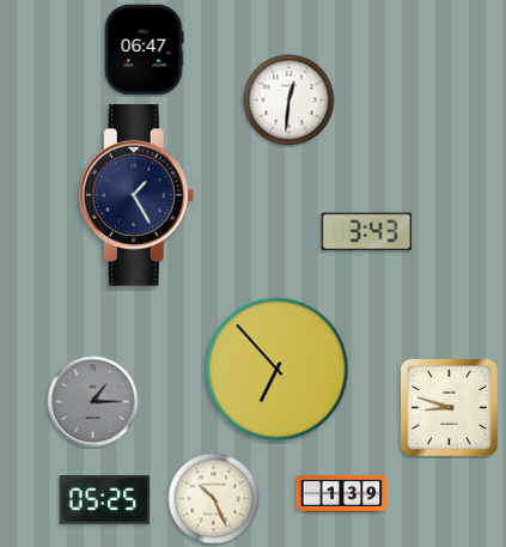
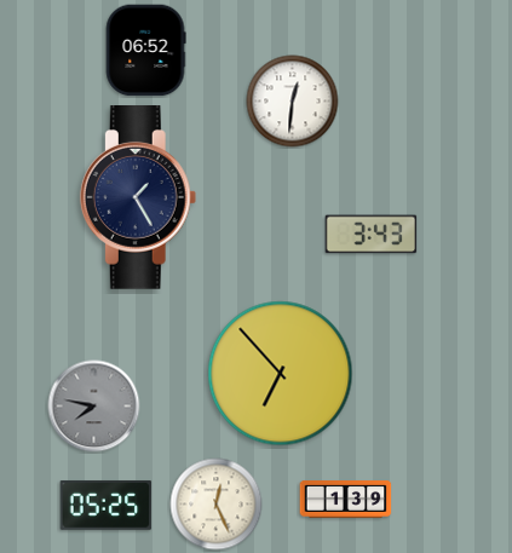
clock at (144, 50): 06:47 -> 06:52
clock at (93, 402): 1:15 -> 7:47
clock at (449, 407): 8:48 -> none
clock at (214, 499): 10:26 -> 12:26
